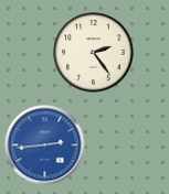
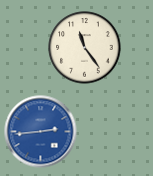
clock at (94, 53): 2:24 -> 11:24
